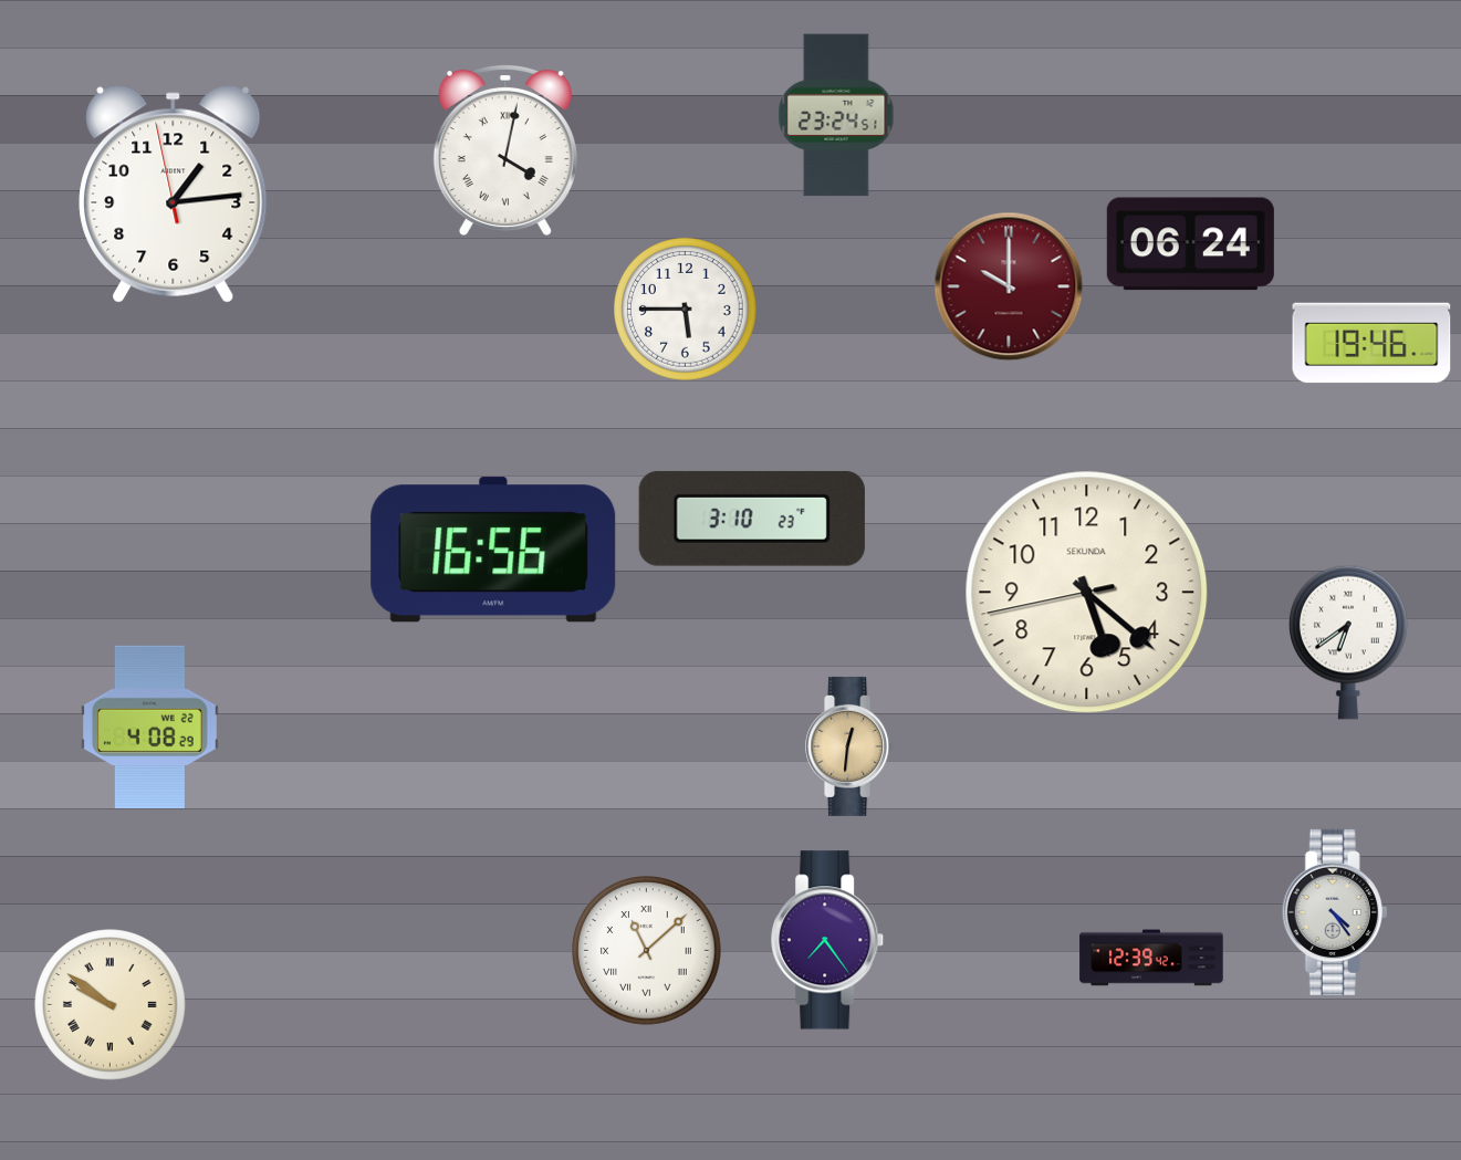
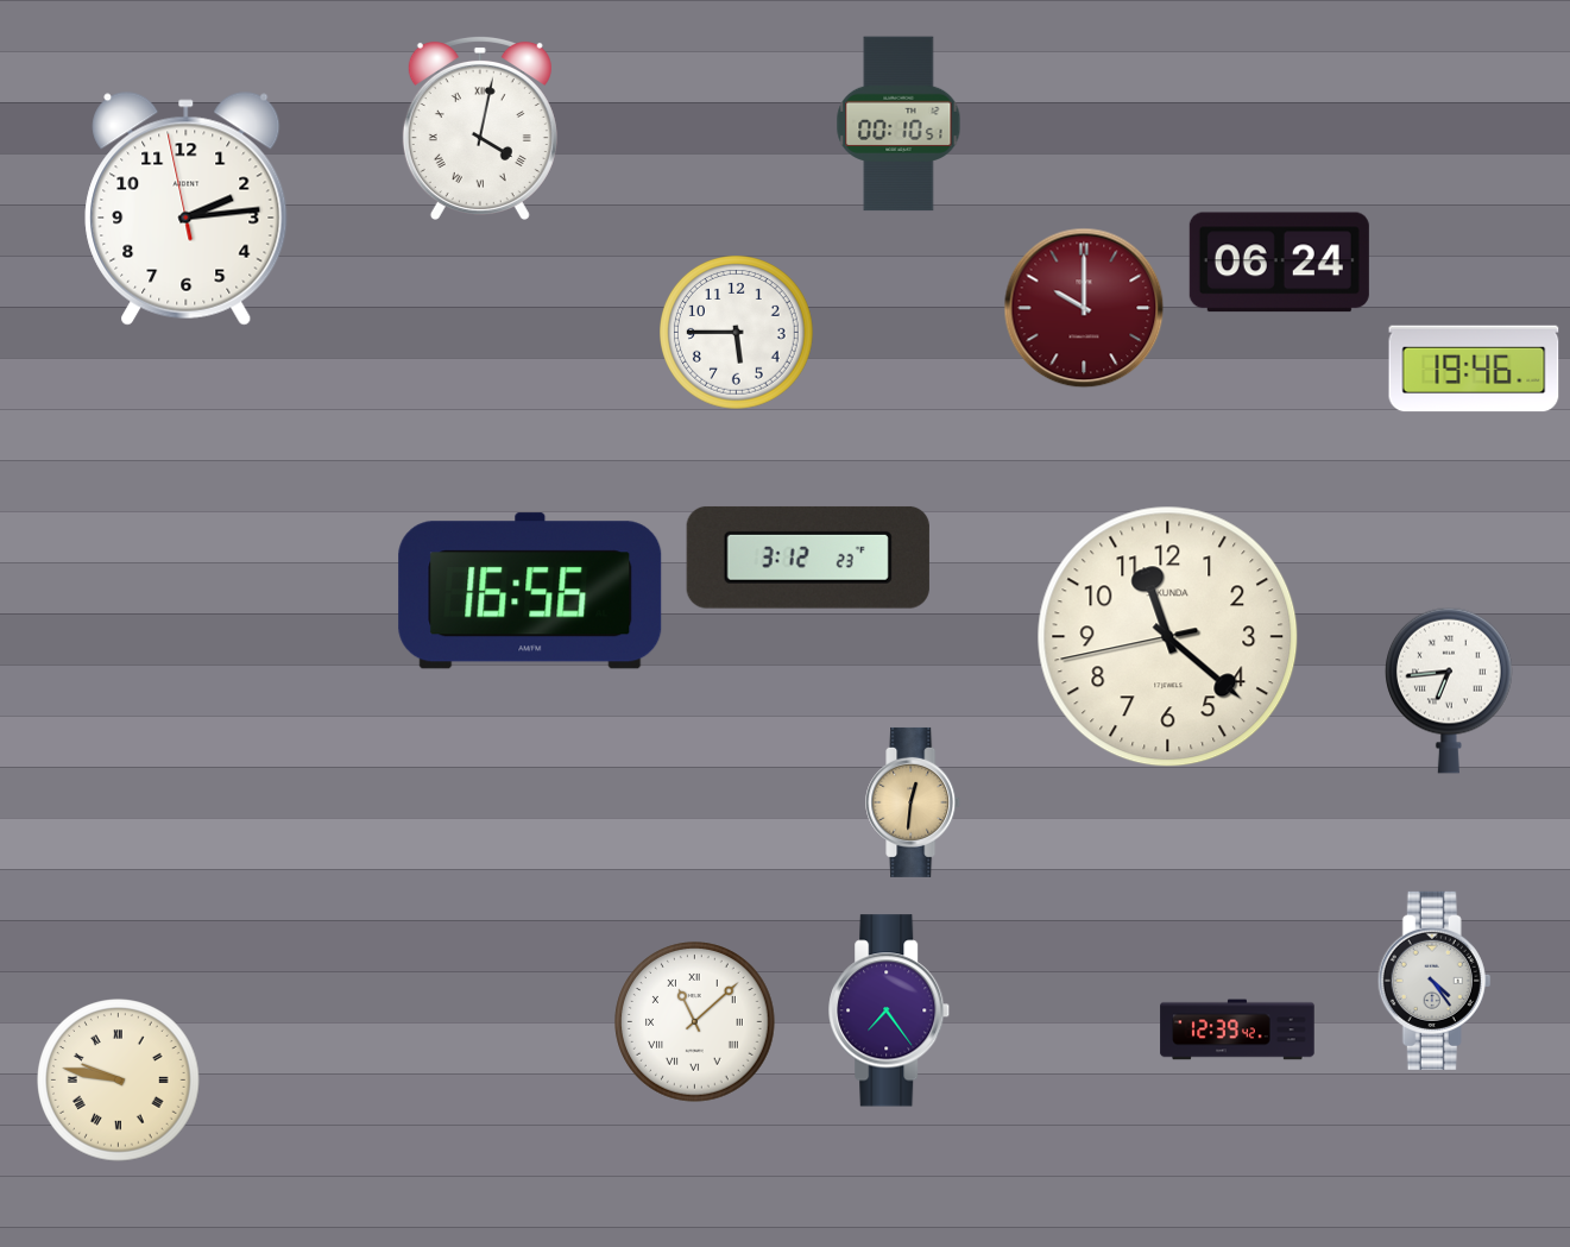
clock at (836, 115): 23:24 -> 00:10
clock at (505, 149) position: (505, 149) -> (480, 127)
clock at (174, 195): 1:13 -> 2:13
clock at (752, 519): 3:10 -> 3:12
clock at (1087, 593): 5:21 -> 11:21
clock at (1349, 642): 6:39 -> 6:44
clock at (150, 728): 4:08 -> none
clock at (111, 1005): 9:51 -> 9:47
